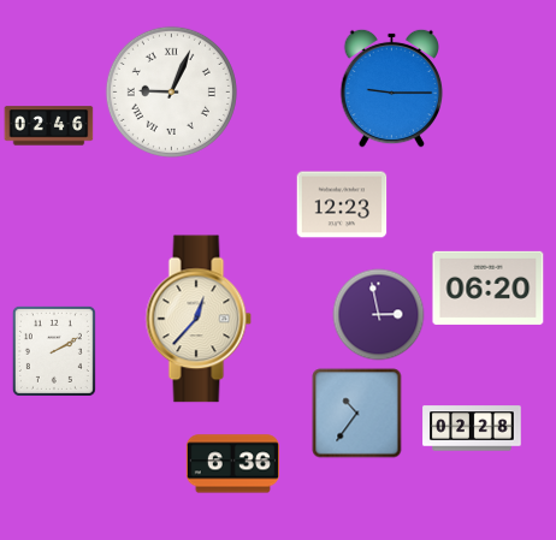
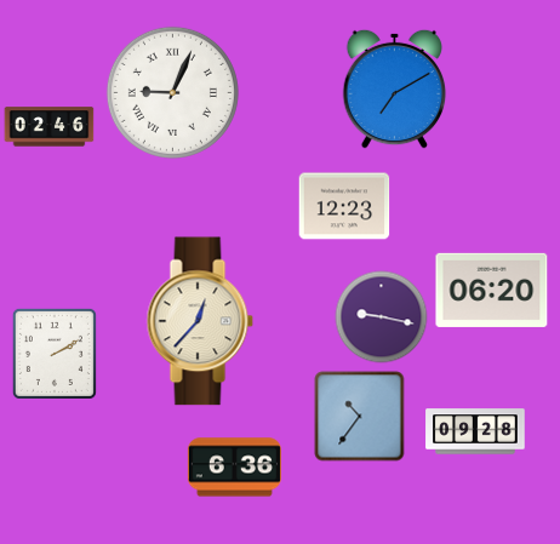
clock at (392, 88): 9:15 -> 7:10
clock at (379, 315): 2:58 -> 9:17
clock at (472, 428): 02:28 -> 09:28
